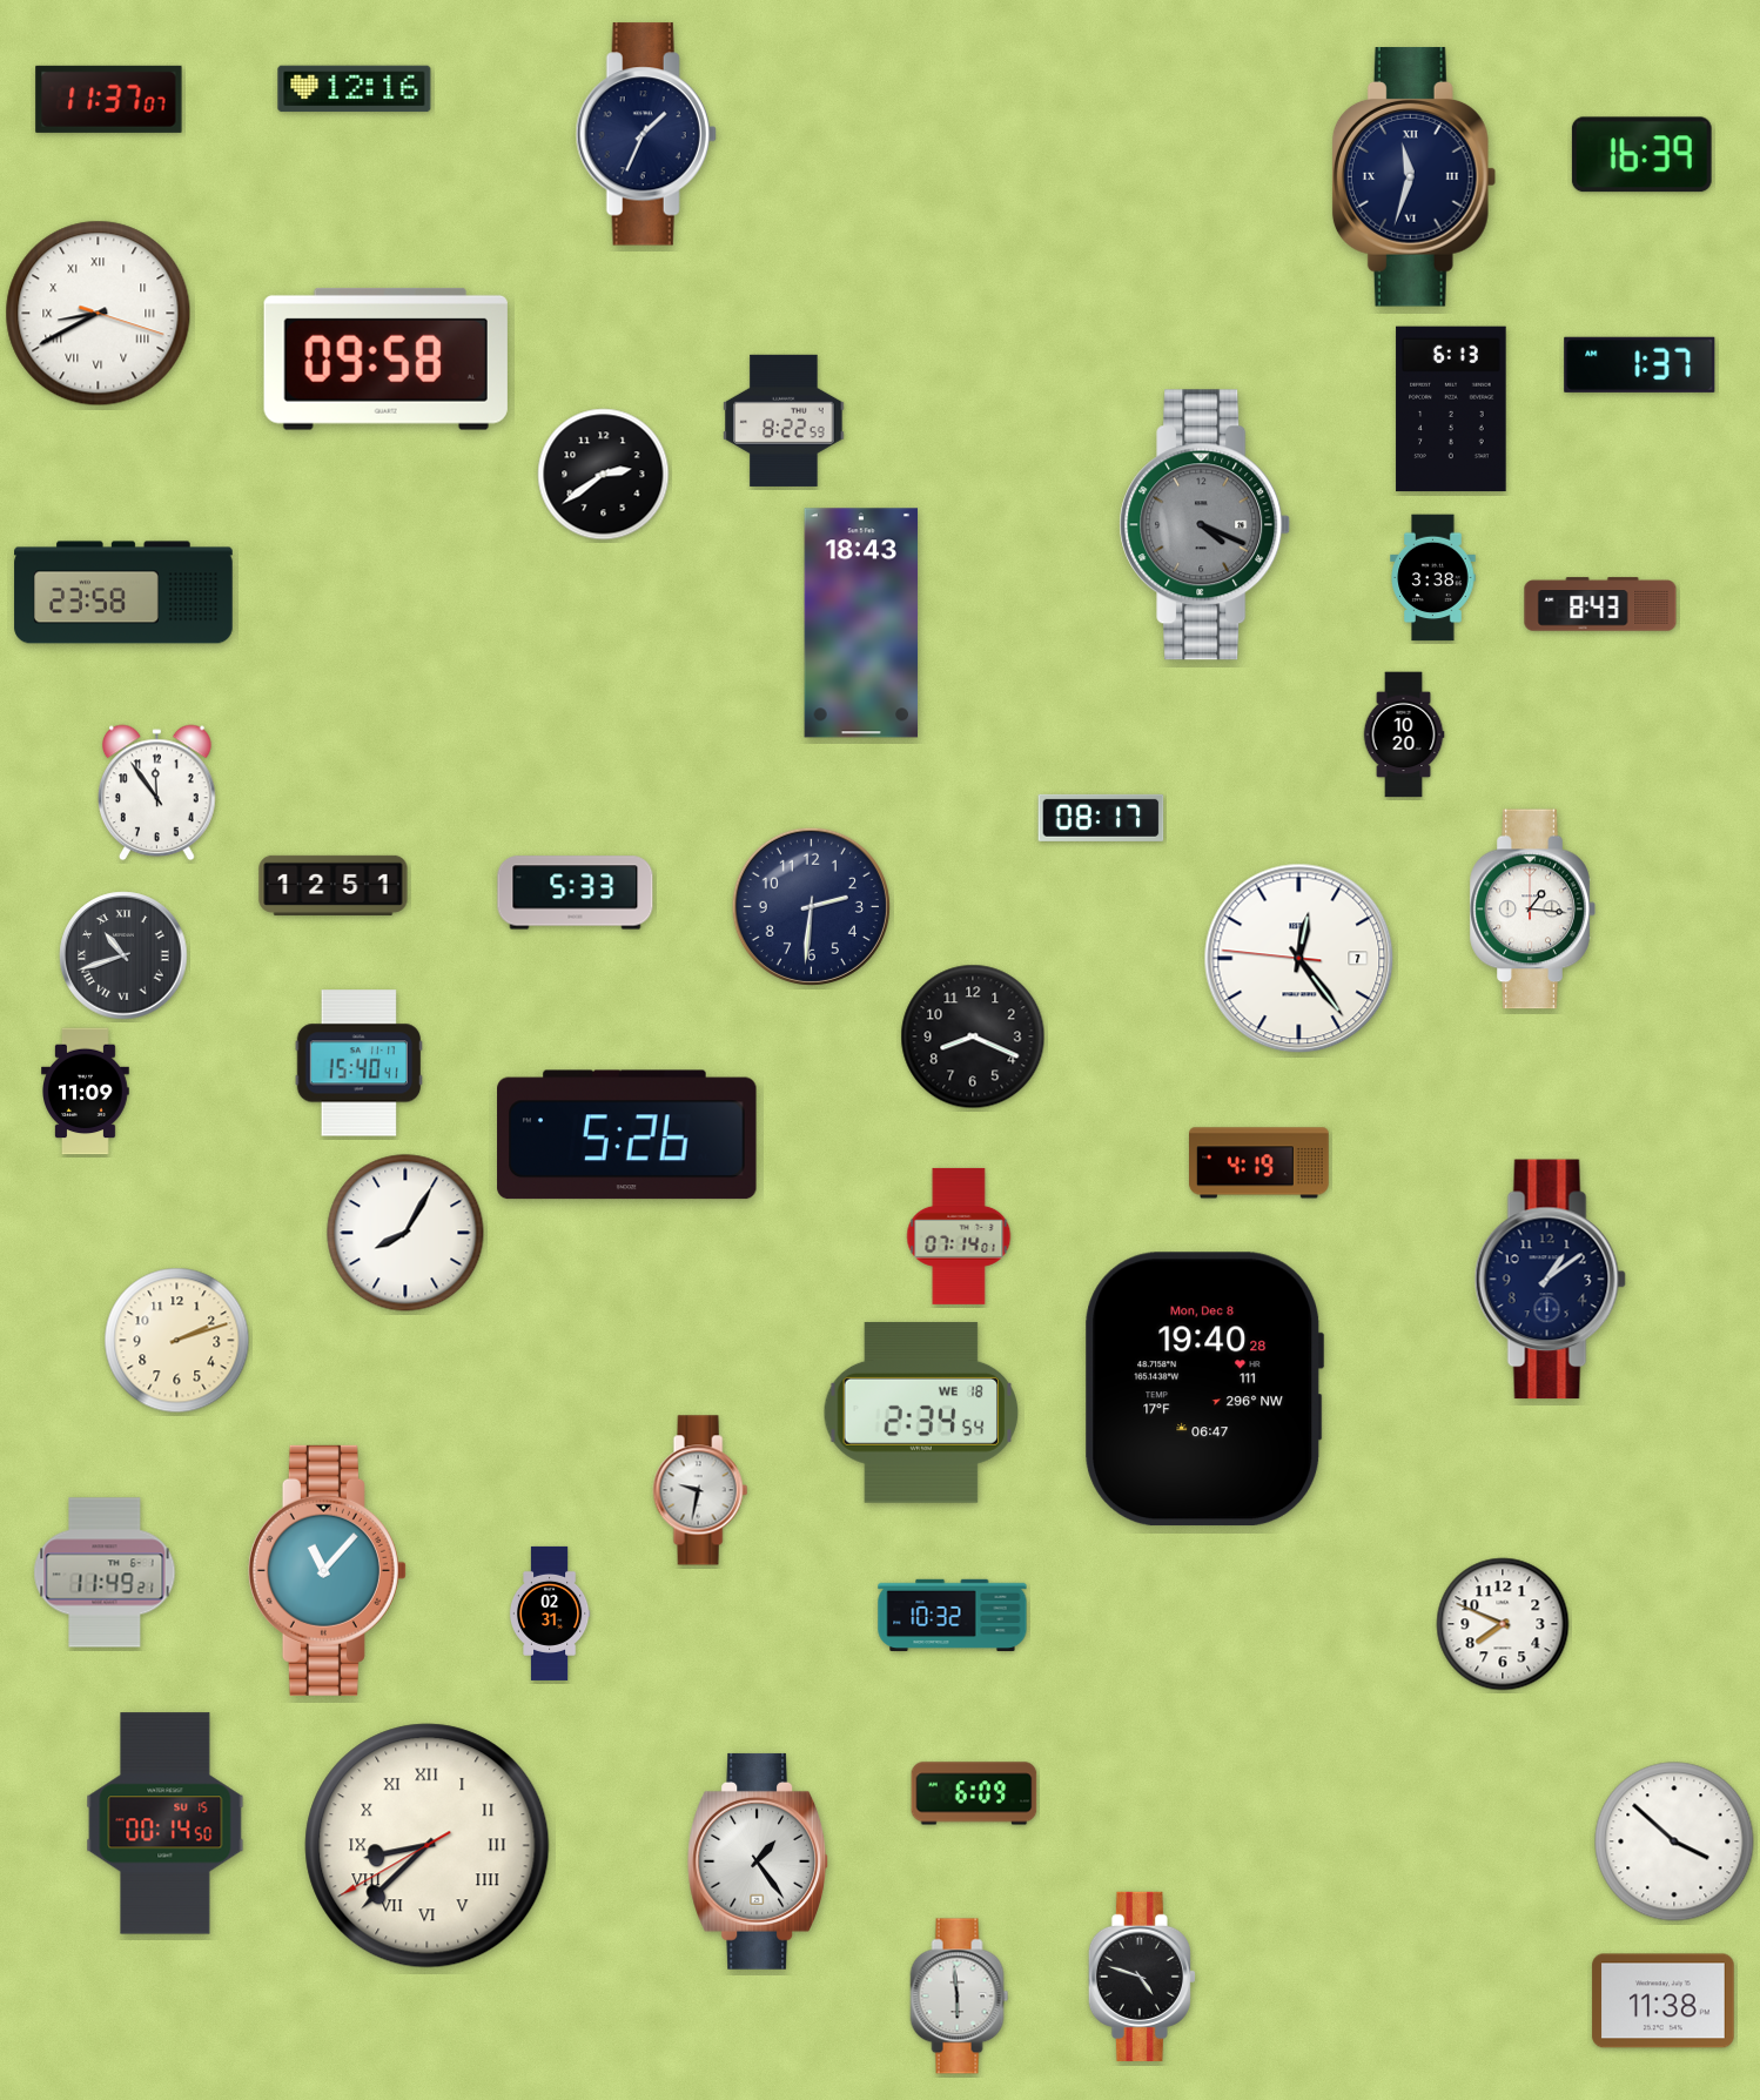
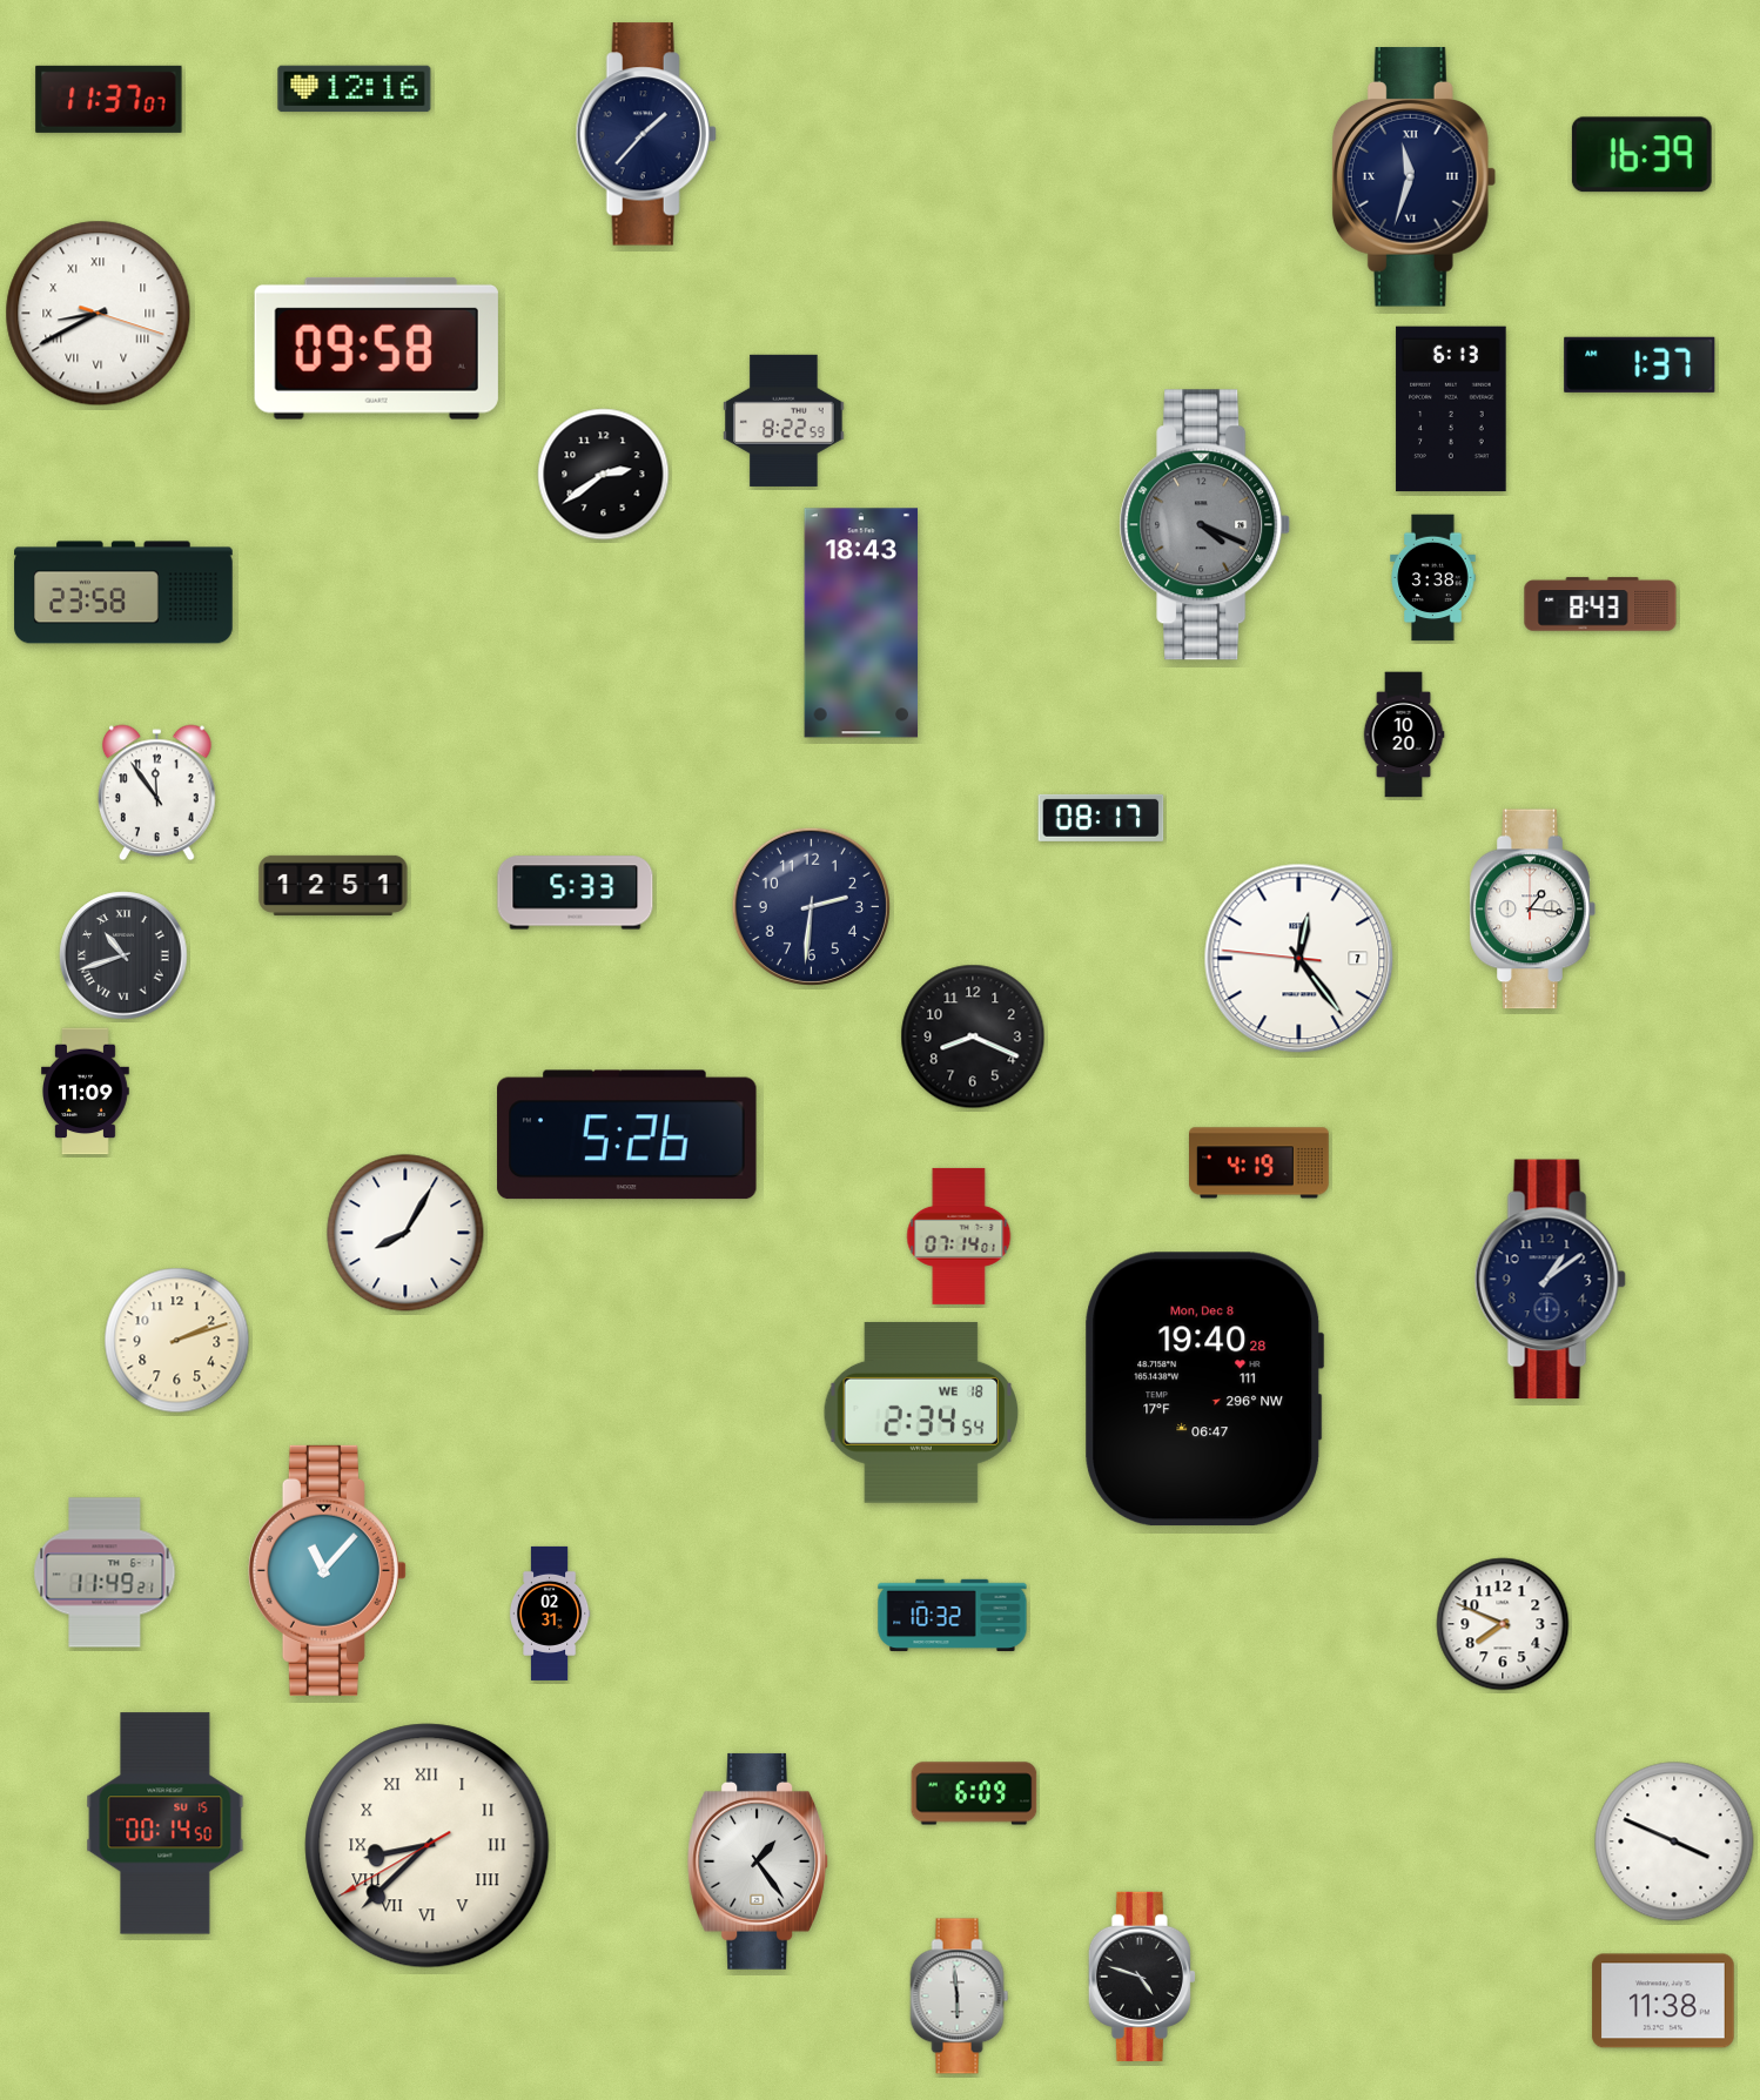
clock at (646, 134): 1:34 -> 1:37
clock at (385, 358) position: (385, 358) -> (376, 348)
clock at (358, 1064): 15:40 -> none
clock at (700, 1490): 9:32 -> none
clock at (1674, 1841): 3:52 -> 3:49
